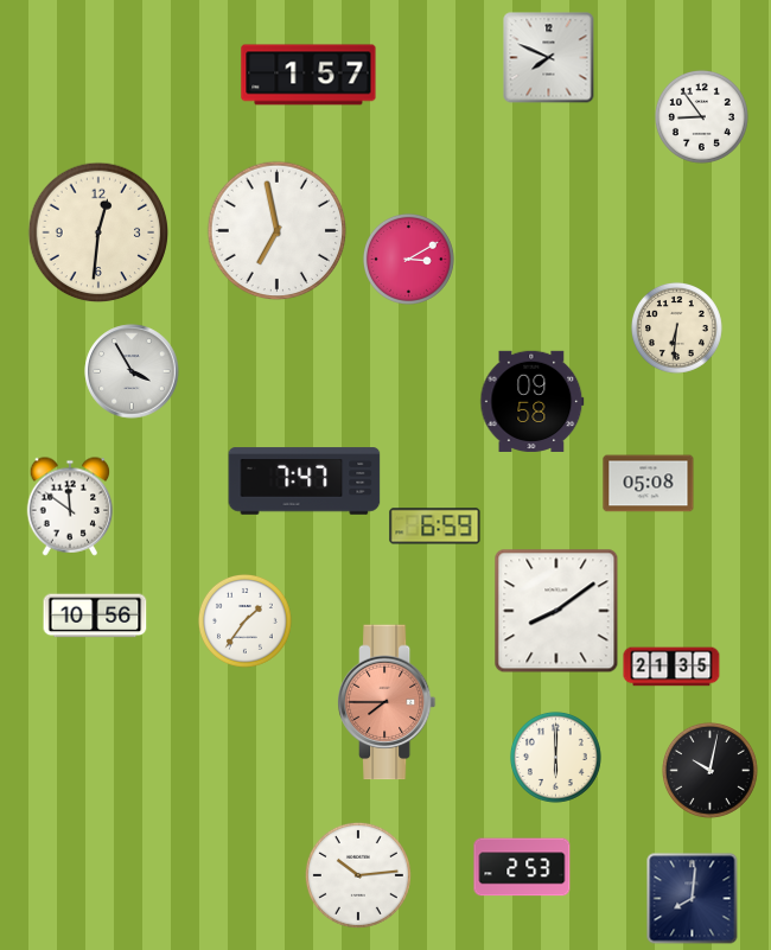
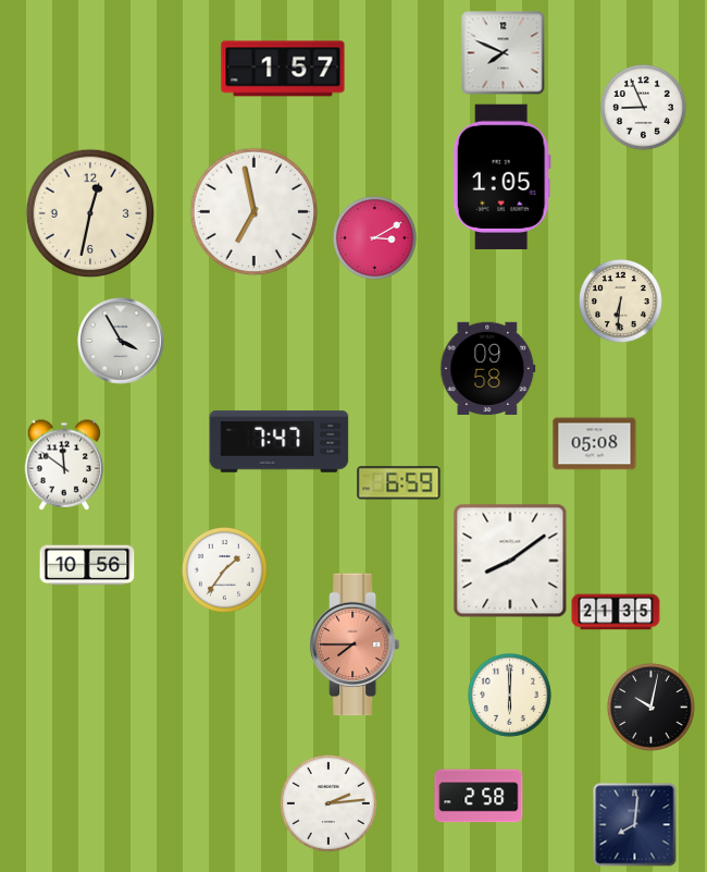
clock at (701, 116): 8:54 -> 8:56
clock at (501, 176): none -> 1:05
clock at (98, 232): 12:31 -> 12:32
clock at (522, 867): 2:53 -> 2:58
clock at (358, 875): 10:14 -> 2:14
